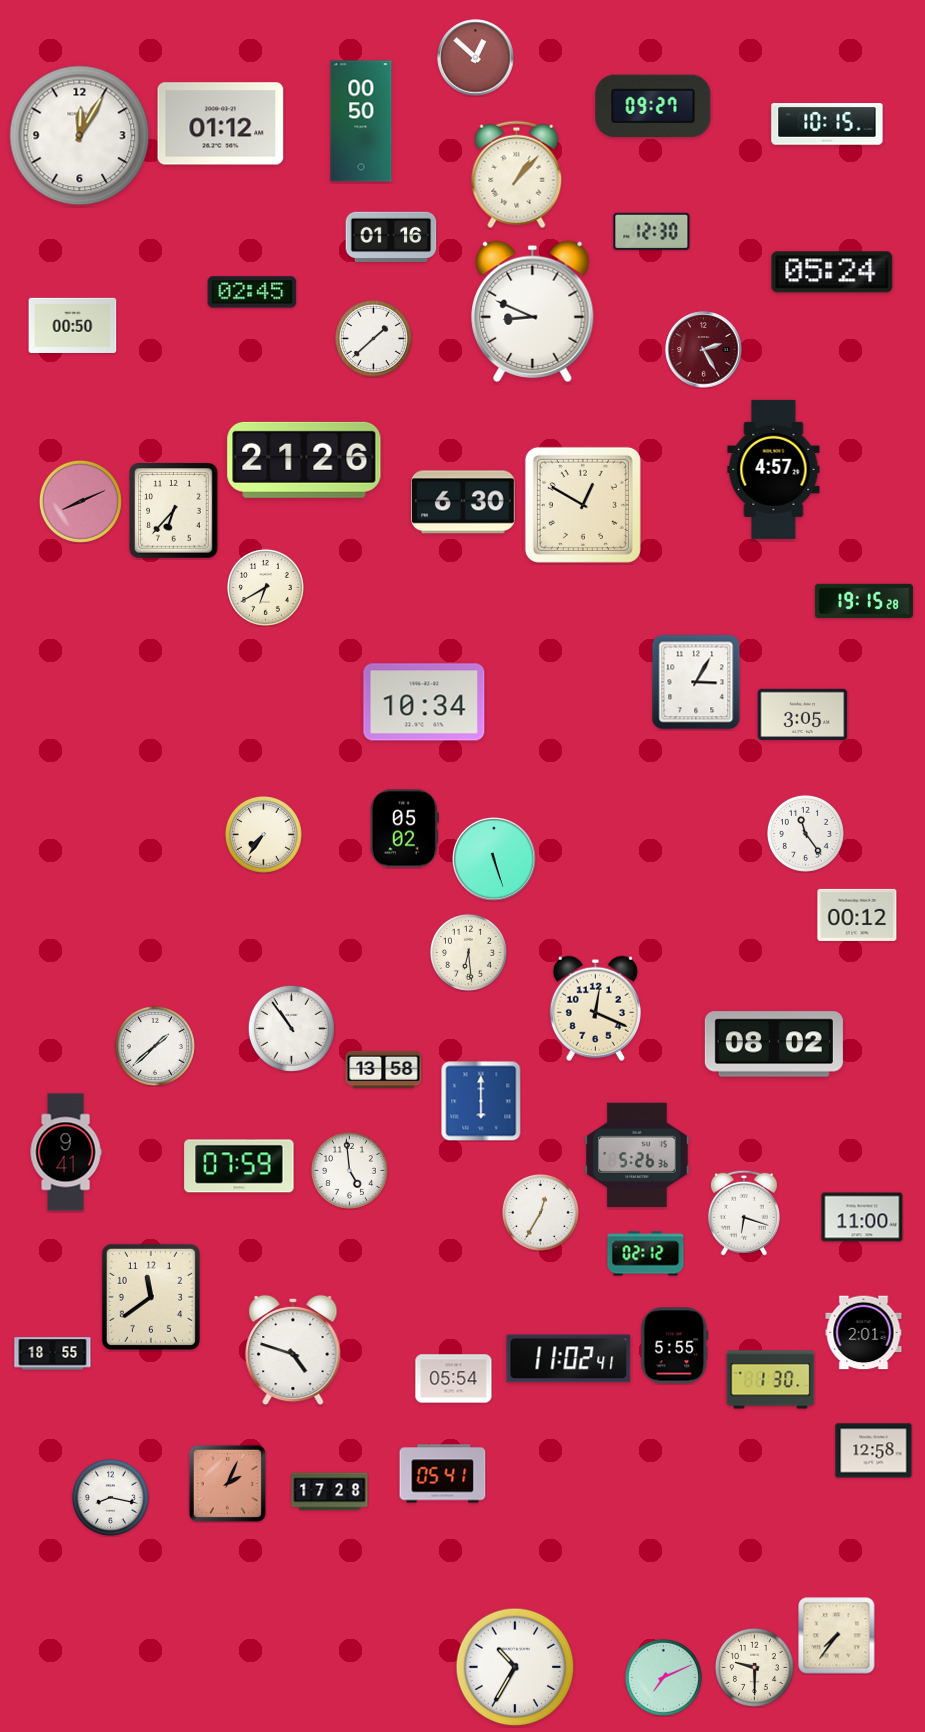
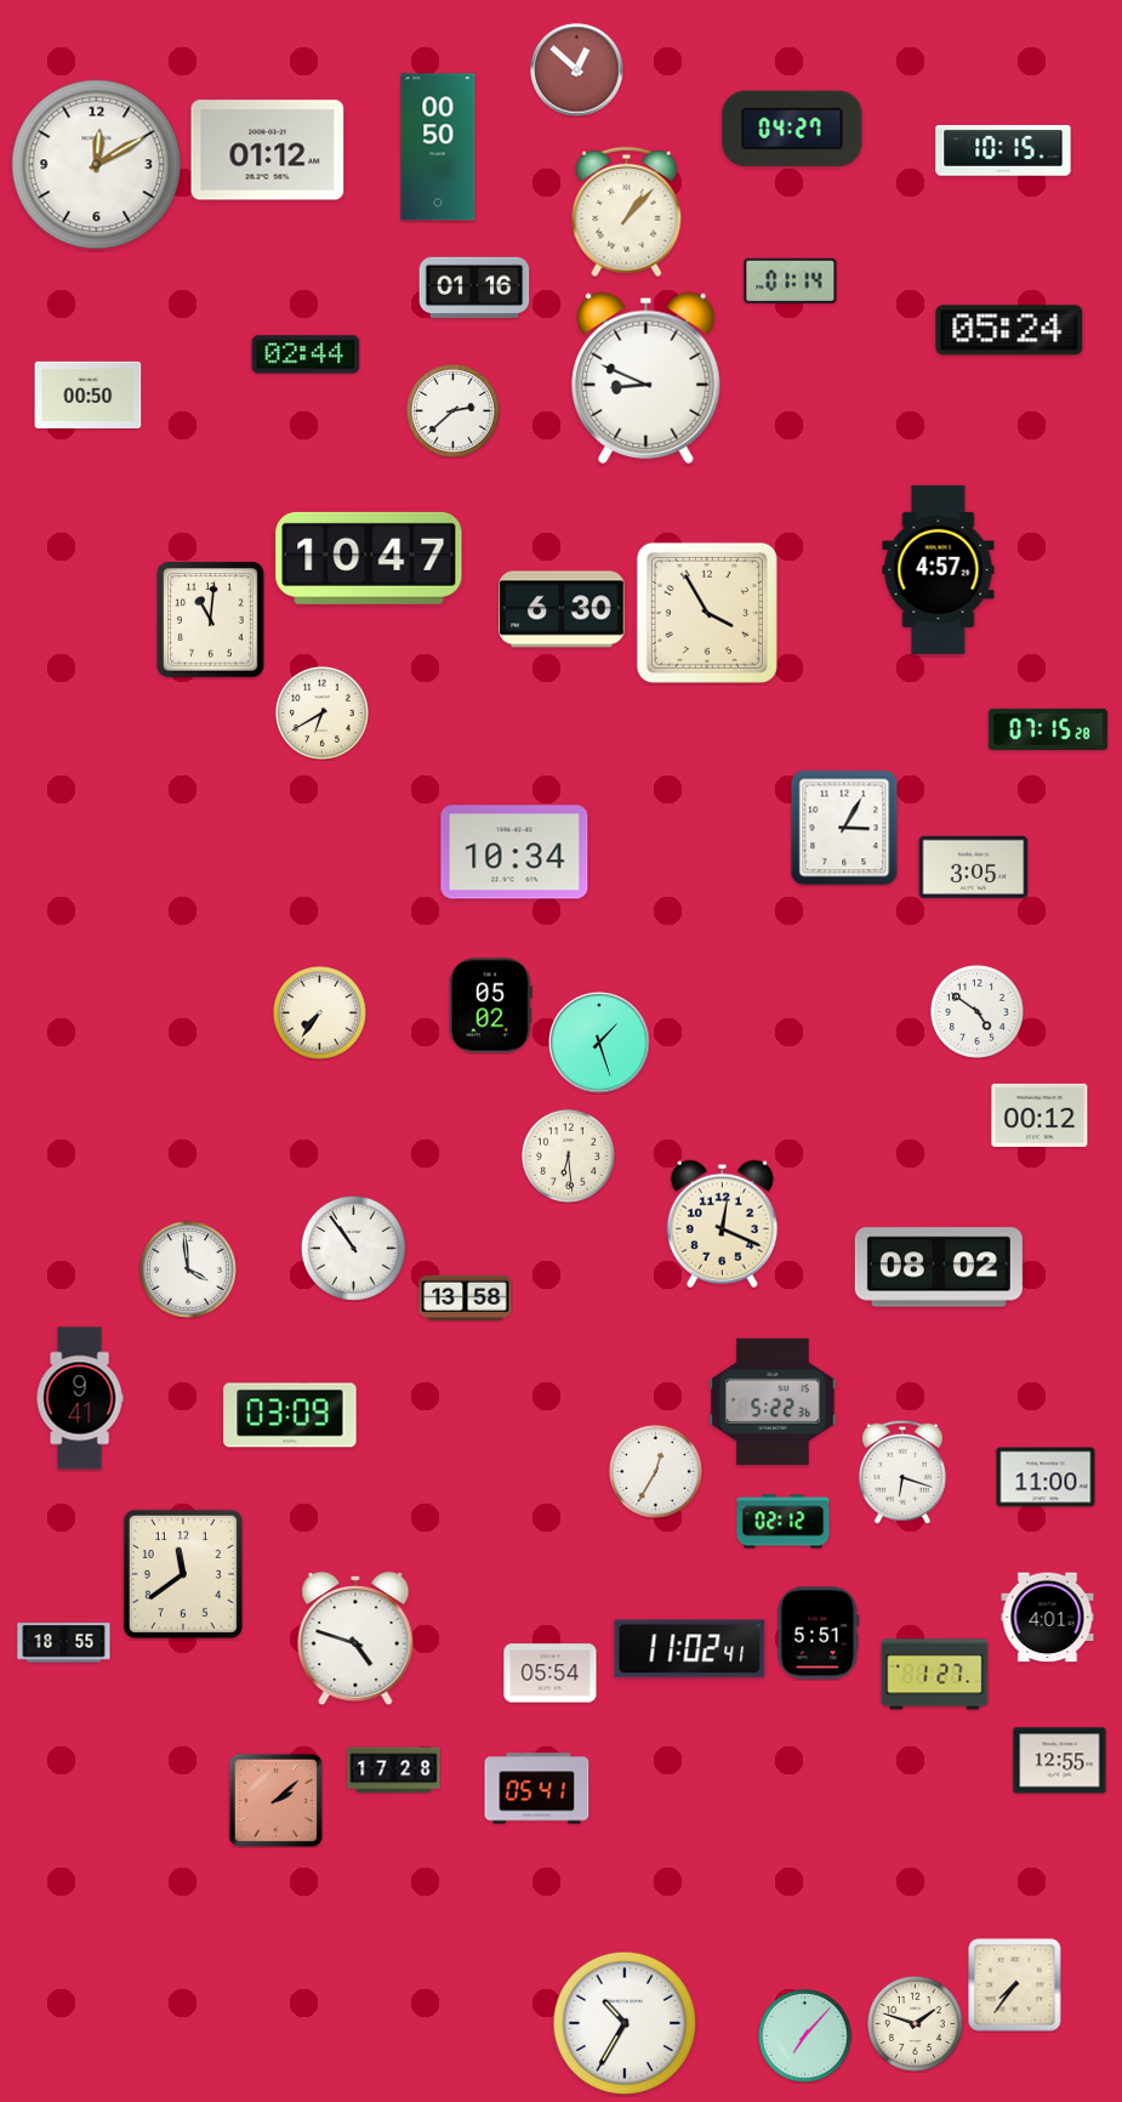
clock at (653, 105): 09:27 -> 04:27
clock at (80, 136): 12:05 -> 12:10
clock at (652, 231): 12:30 -> 01:14
clock at (252, 292): 02:45 -> 02:44
clock at (373, 338): 1:38 -> 2:38
clock at (704, 350): 2:25 -> none
clock at (304, 460): 21:26 -> 10:47
clock at (80, 501): 8:11 -> none
clock at (583, 505): 12:50 -> 3:55
clock at (174, 511): 6:37 -> 11:01
clock at (864, 600): 19:15 -> 07:15
clock at (805, 833): 11:24 -> 4:51
clock at (495, 860): 5:27 -> 1:27
clock at (857, 915) position: (857, 915) -> (1040, 1115)
clock at (155, 1046): 1:38 -> 3:59
clock at (481, 1101): 6:00 -> none
clock at (637, 1155): 5:26 -> 5:22
clock at (239, 1166): 07:59 -> 03:09
clock at (349, 1170): 4:59 -> none
clock at (864, 1333): 2:01 -> 4:01
clock at (675, 1346): 5:55 -> 5:51
clock at (771, 1380): 1:30 -> 1:27
clock at (874, 1451): 12:58 -> 12:55
clock at (227, 1483): 2:04 -> 2:08
clock at (330, 1492) position: (330, 1492) -> (394, 1771)
clock at (110, 1497): 8:17 -> none
clock at (754, 1667): 9:30 -> 1:48
clock at (663, 1677): 7:11 -> 7:07
